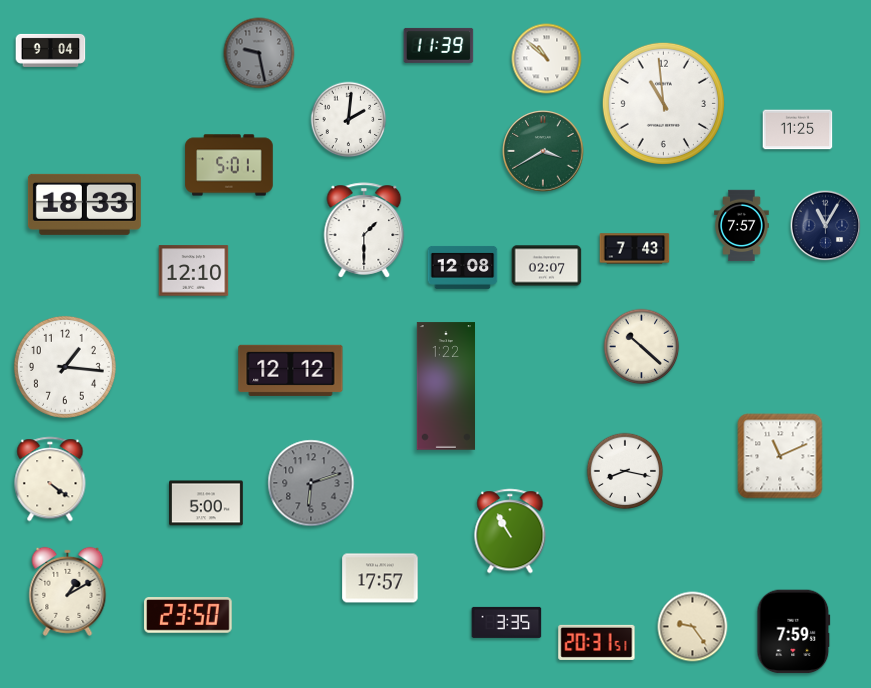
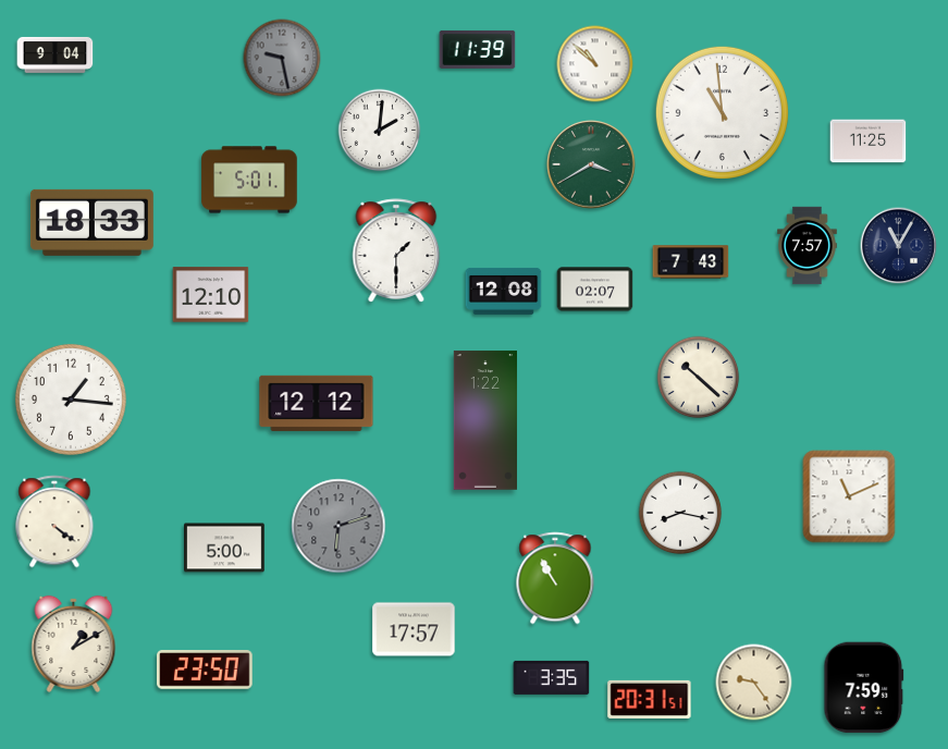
clock at (635, 249) position: (635, 249) -> (691, 262)
